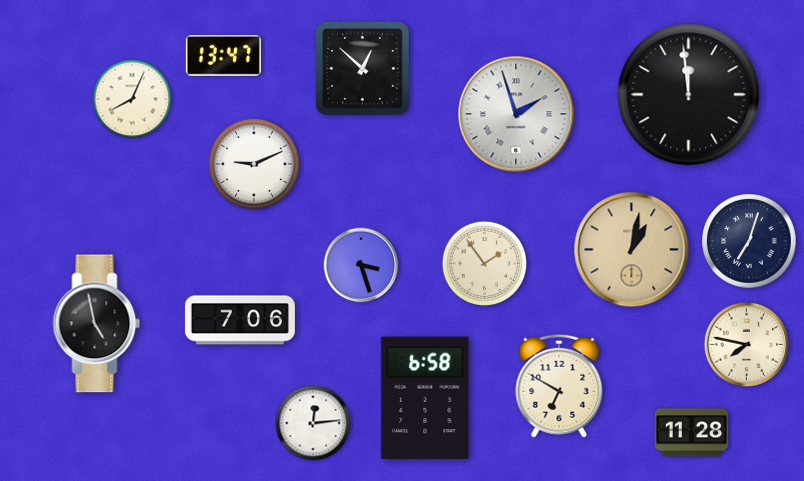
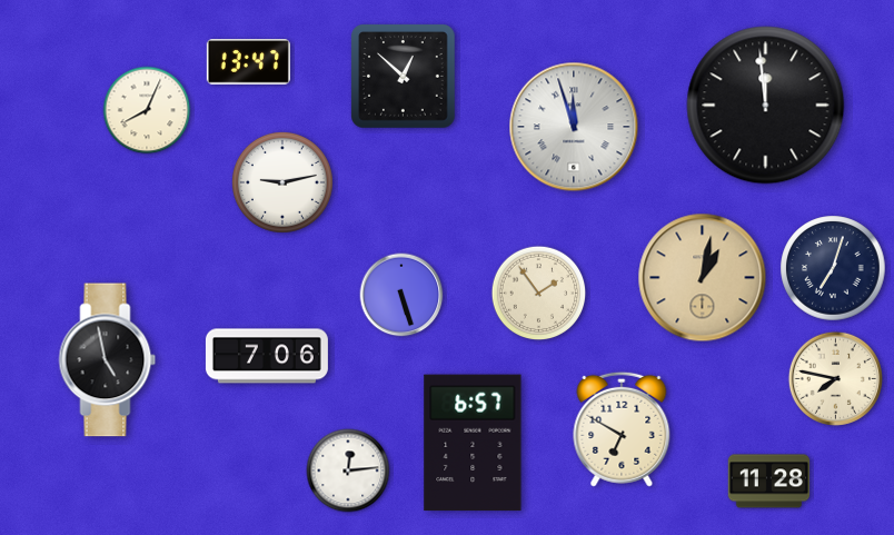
clock at (516, 114): 1:57 -> 11:57
clock at (254, 164): 9:11 -> 9:13
clock at (361, 265): 3:27 -> 5:27
clock at (746, 344) position: (746, 344) -> (835, 378)
clock at (425, 398): 6:58 -> 6:57
